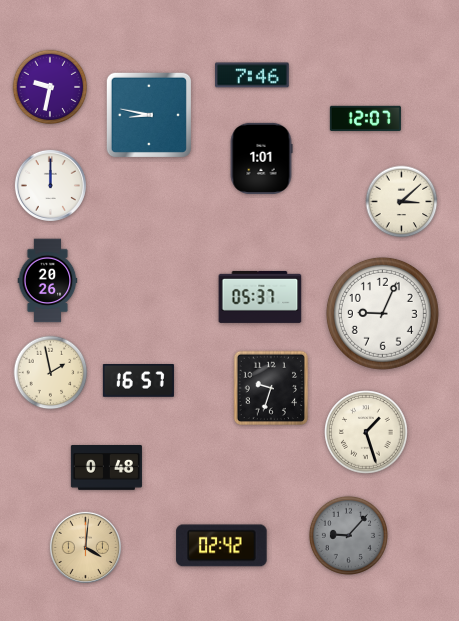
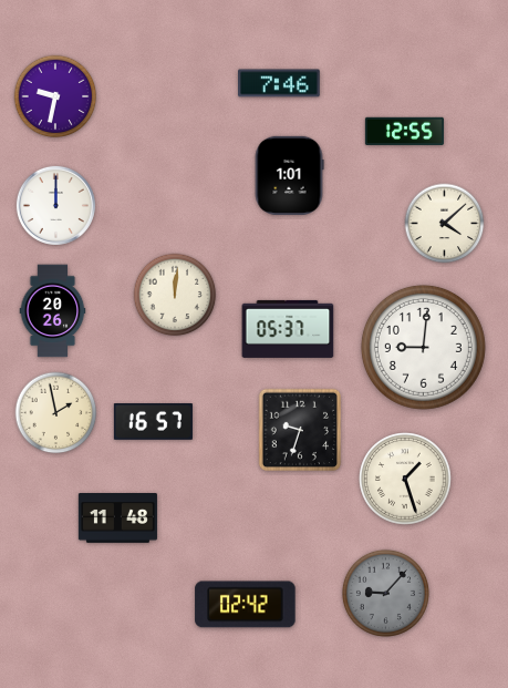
clock at (148, 114): 8:47 -> none
clock at (365, 119): 12:07 -> 12:55
clock at (402, 202): 3:08 -> 4:08
clock at (175, 295): none -> 12:01
clock at (382, 313): 9:04 -> 9:01
clock at (106, 468): 0:48 -> 11:48
clock at (85, 547): 4:01 -> none
